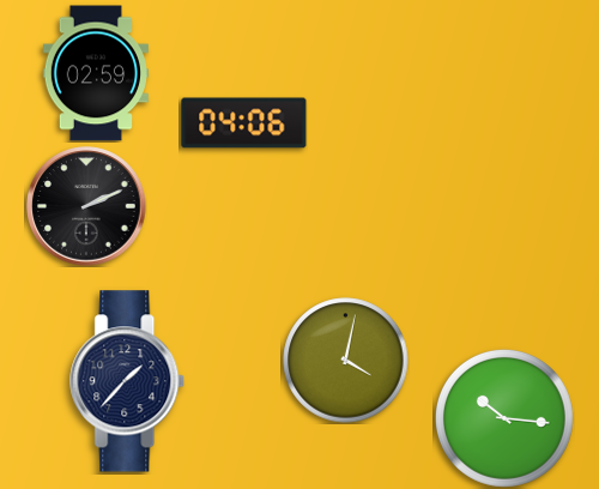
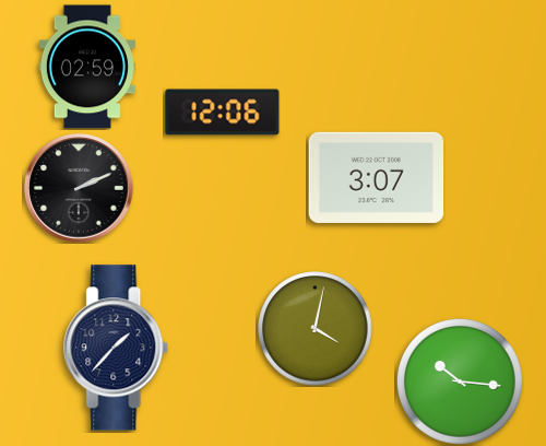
clock at (244, 123): 04:06 -> 12:06
clock at (377, 177): none -> 3:07
